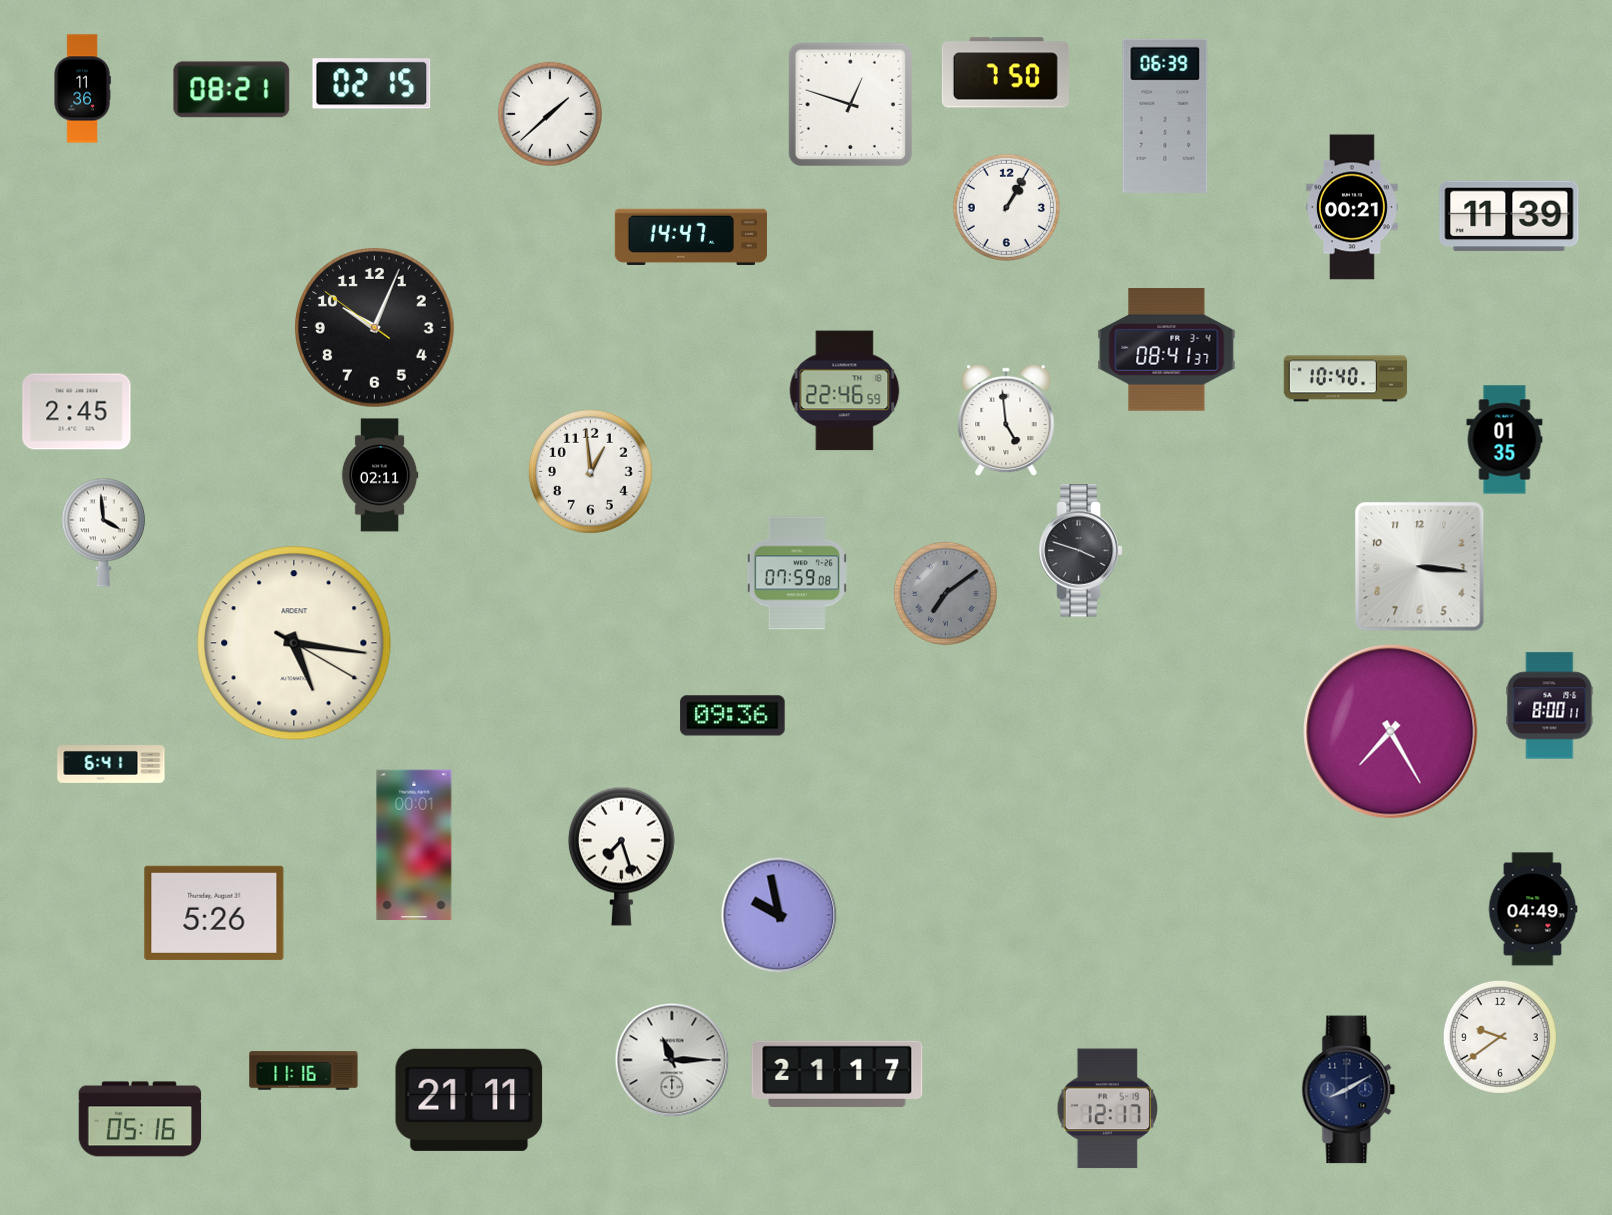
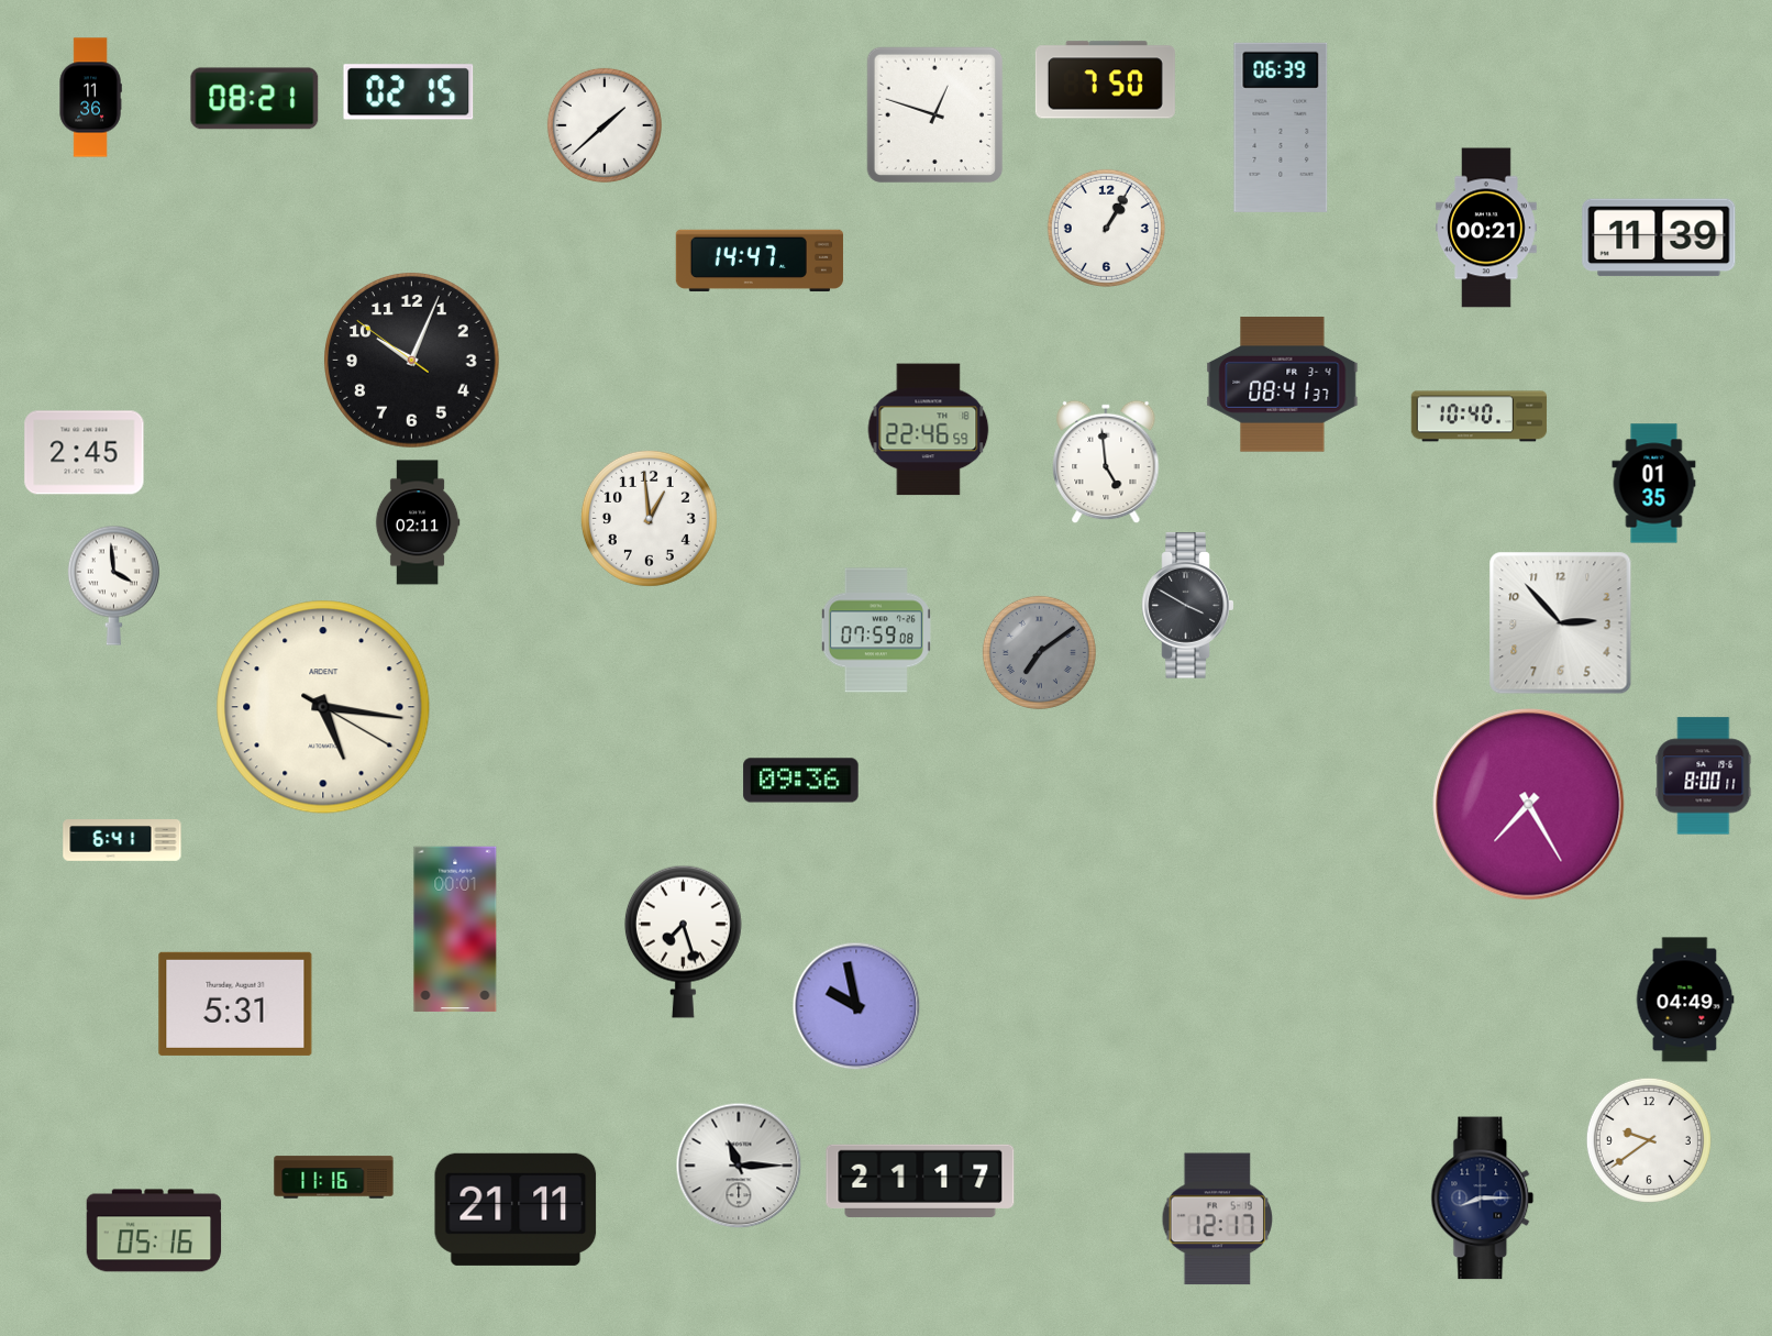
clock at (1081, 551): 3:48 -> 3:50
clock at (1420, 567): 3:16 -> 2:53
clock at (733, 716) position: (733, 716) -> (801, 781)
clock at (214, 913): 5:26 -> 5:31
clock at (1349, 1090): 8:10 -> 8:15
